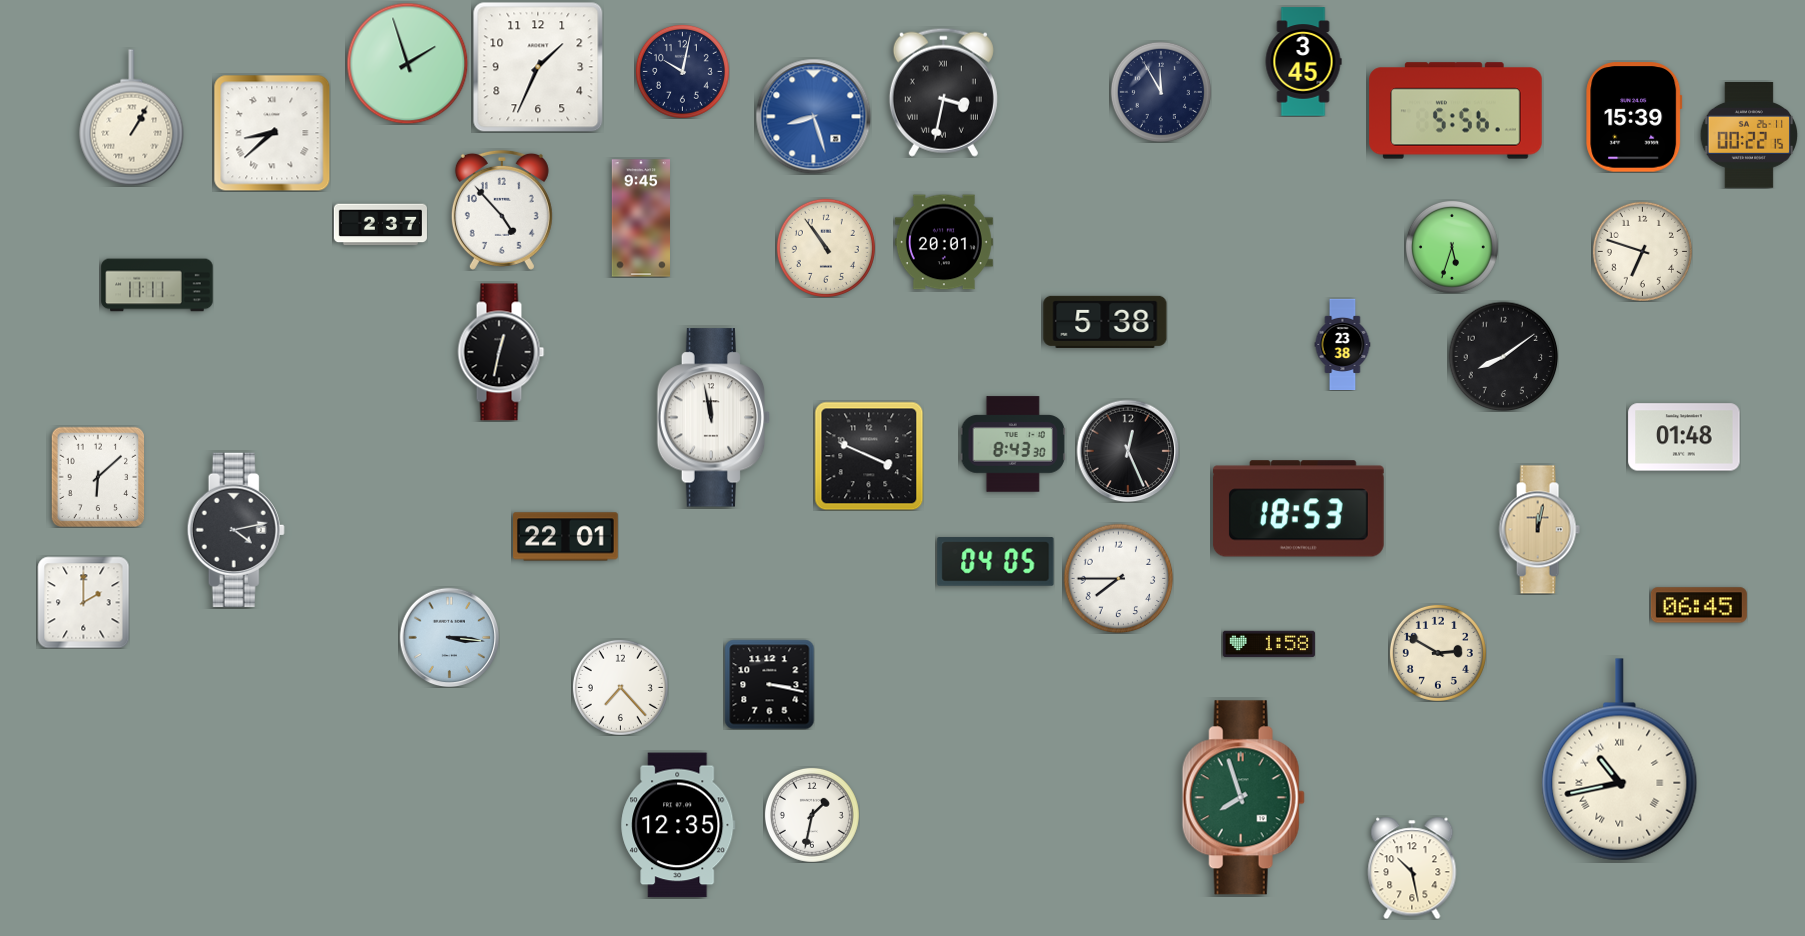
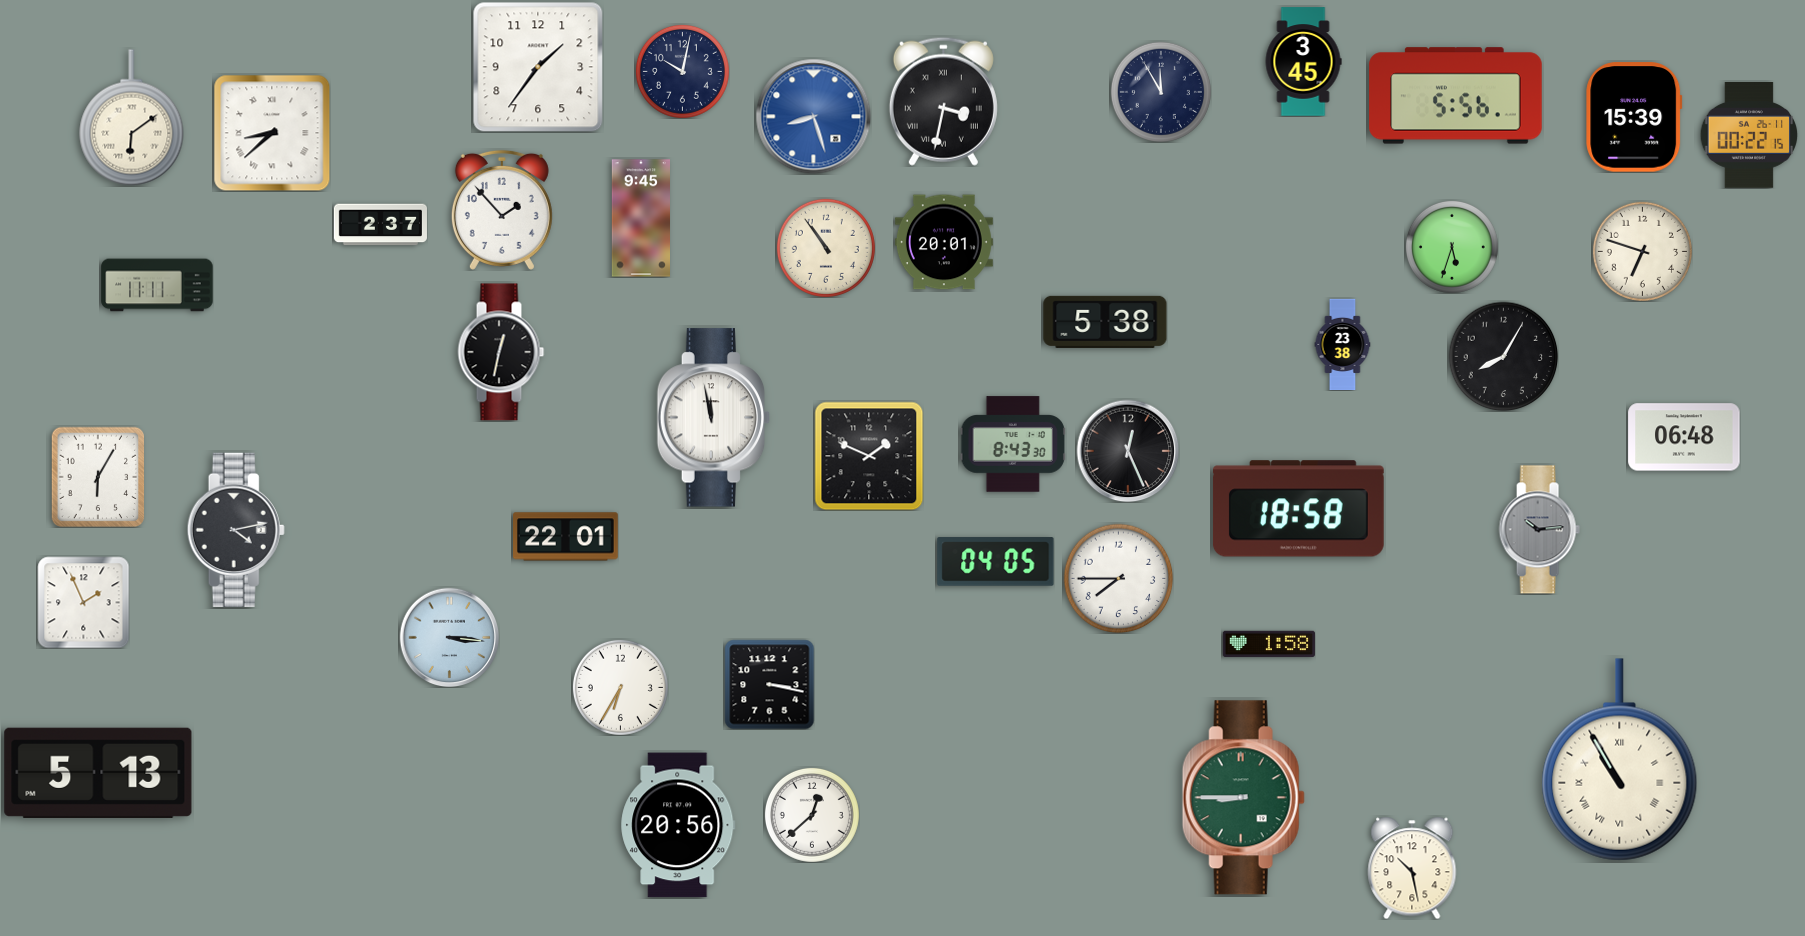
clock at (407, 63): 1:57 -> none
clock at (538, 67): 1:34 -> 1:36
clock at (943, 92) position: (943, 92) -> (943, 101)
clock at (1456, 111) position: (1456, 111) -> (1456, 96)
clock at (132, 118): 1:05 -> 6:09
clock at (502, 210): 4:53 -> 1:53
clock at (1503, 356): 8:09 -> 8:05
clock at (1684, 437): 01:48 -> 06:48
clock at (869, 456): 3:49 -> 1:49
clock at (98, 477): 6:08 -> 6:05
clock at (1298, 509): 18:53 -> 18:58
clock at (1539, 530): 12:02 -> 10:14
clock at (1539, 530) dial: champagne -> grey
clock at (83, 602): 2:00 -> 1:56
clock at (1699, 605): 06:45 -> none
clock at (1438, 653): 2:50 -> none
clock at (620, 687): 7:23 -> 6:35
clock at (1620, 760): 10:43 -> 10:55
clock at (98, 773): none -> 5:13
clock at (1243, 798): 7:57 -> 8:45
clock at (812, 815): 1:32 -> 12:38
clock at (678, 825): 12:35 -> 20:56
